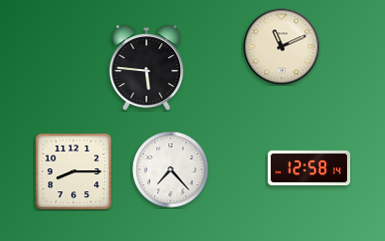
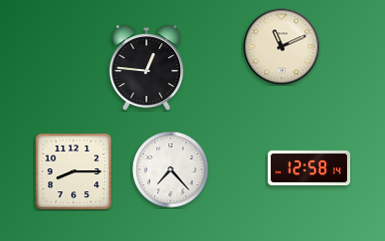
clock at (147, 68): 5:46 -> 12:46
